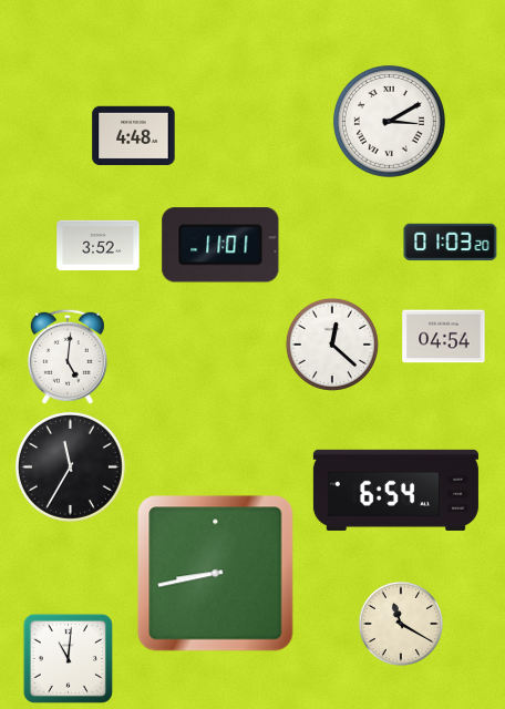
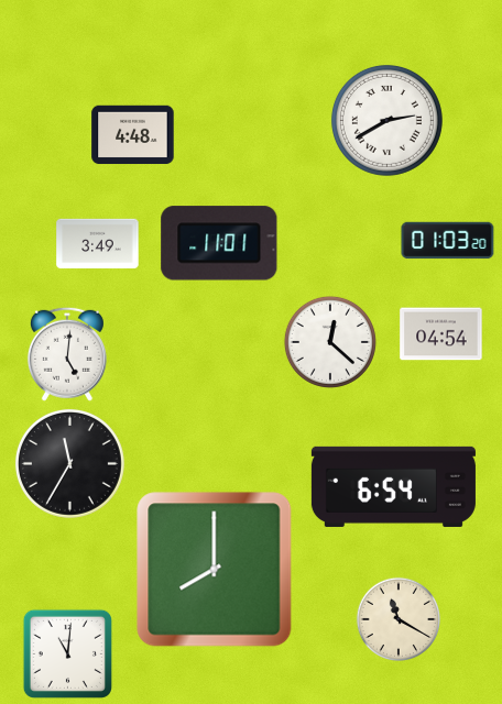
clock at (389, 121): 3:10 -> 2:40
clock at (99, 246): 3:52 -> 3:49
clock at (216, 574): 8:43 -> 8:00
